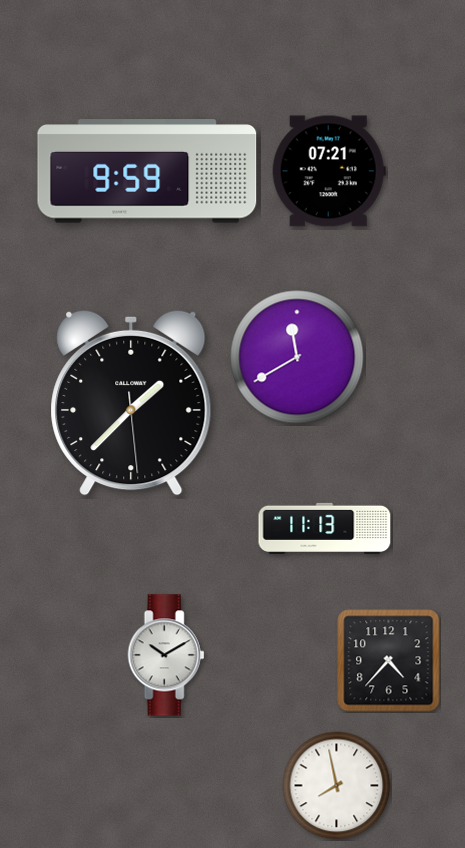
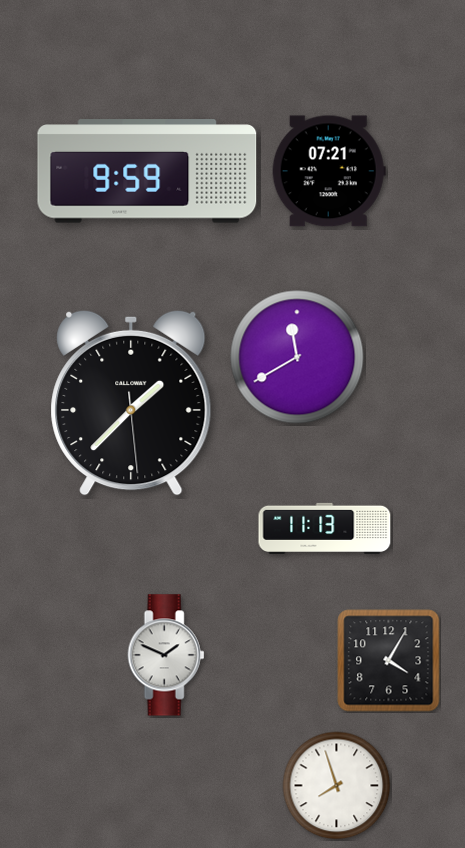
clock at (166, 655): 10:10 -> 1:49
clock at (389, 661): 4:37 -> 4:05
clock at (337, 786): 7:58 -> 7:57
